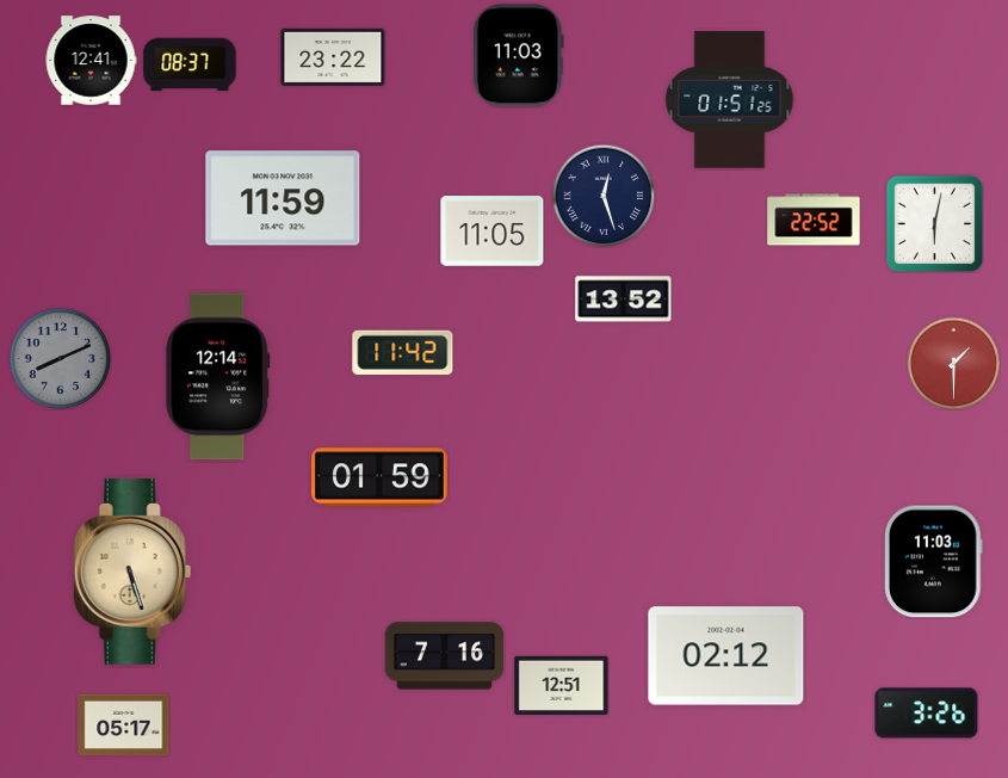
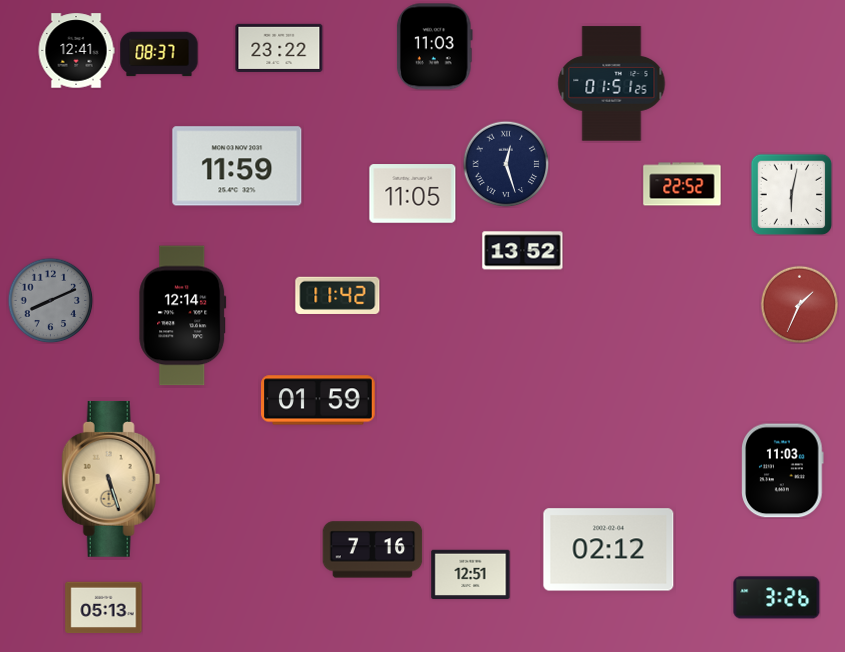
clock at (934, 223) position: (934, 223) -> (791, 194)
clock at (953, 363): 1:30 -> 1:34
clock at (124, 725): 05:17 -> 05:13
